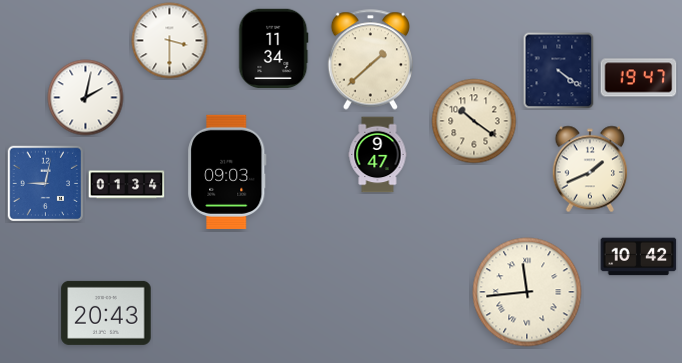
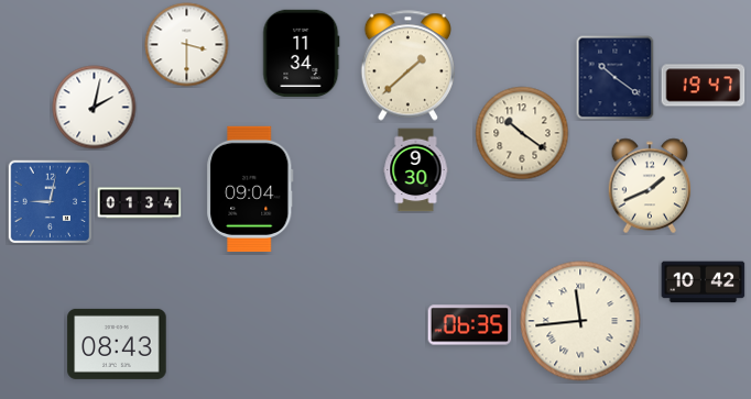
clock at (559, 71): 4:21 -> 10:21
clock at (378, 155): 9:47 -> 9:30
clock at (227, 172): 09:03 -> 09:04
clock at (470, 325): none -> 06:35
clock at (106, 313): 20:43 -> 08:43
